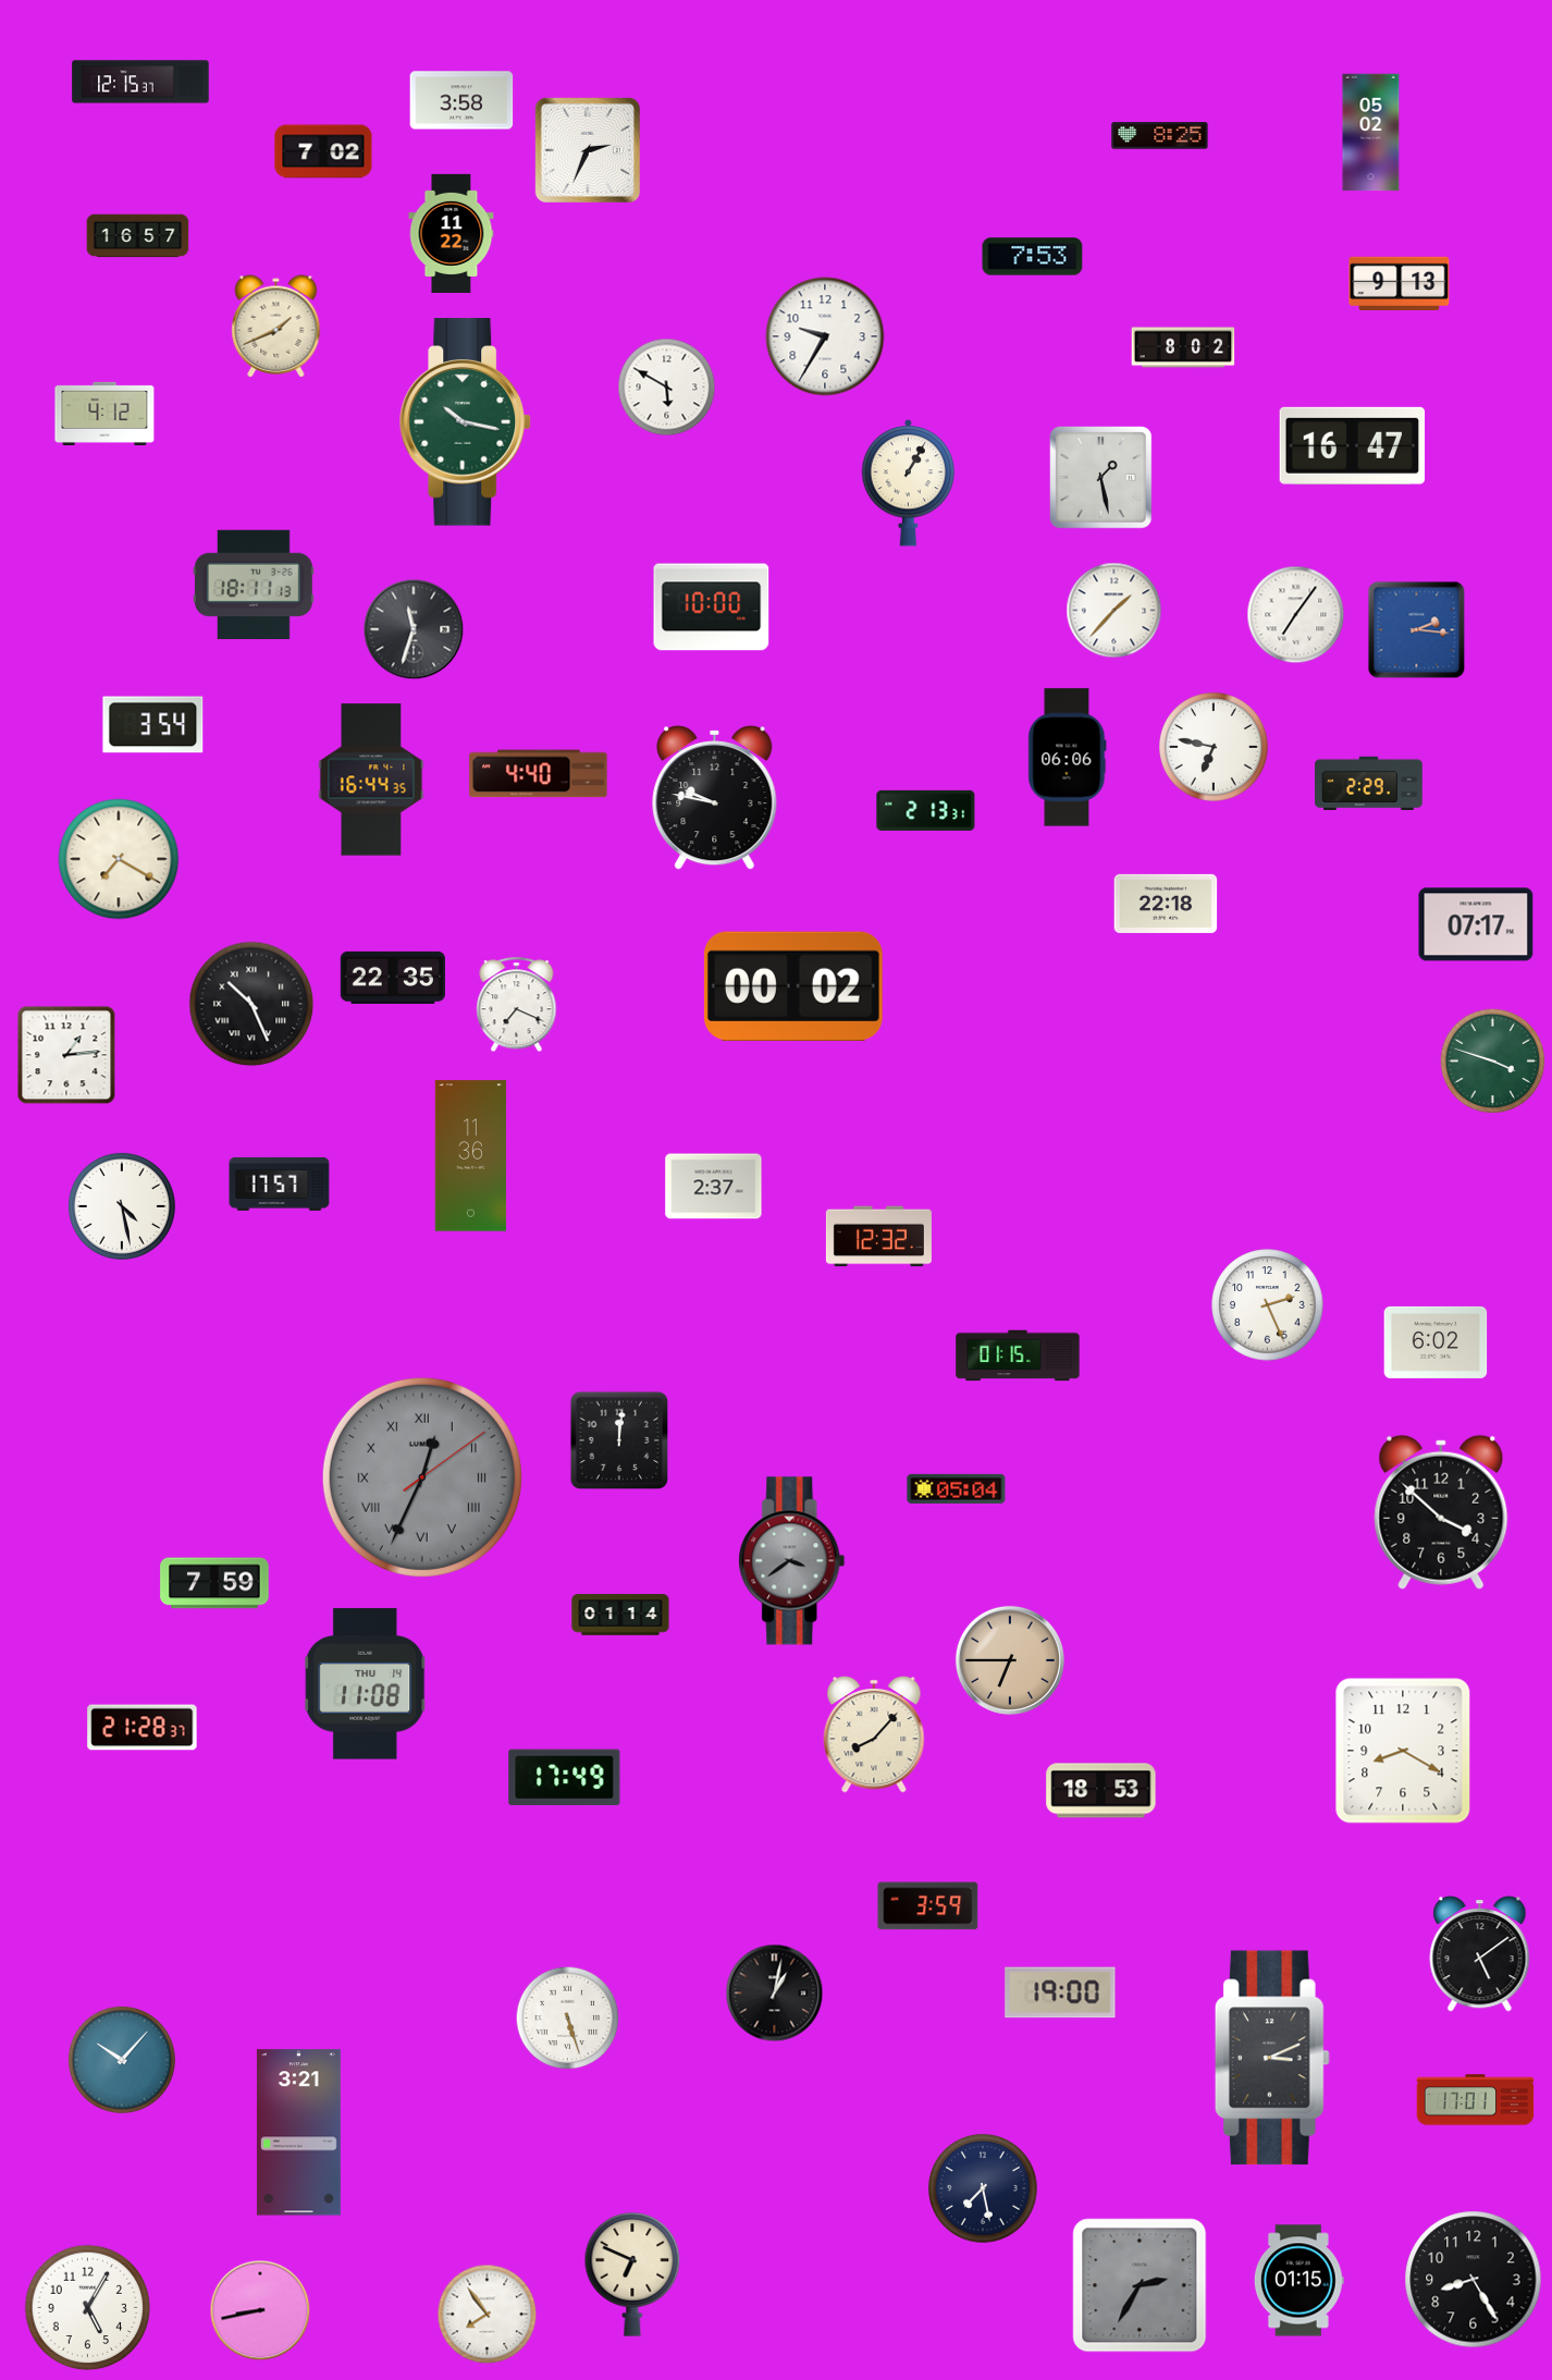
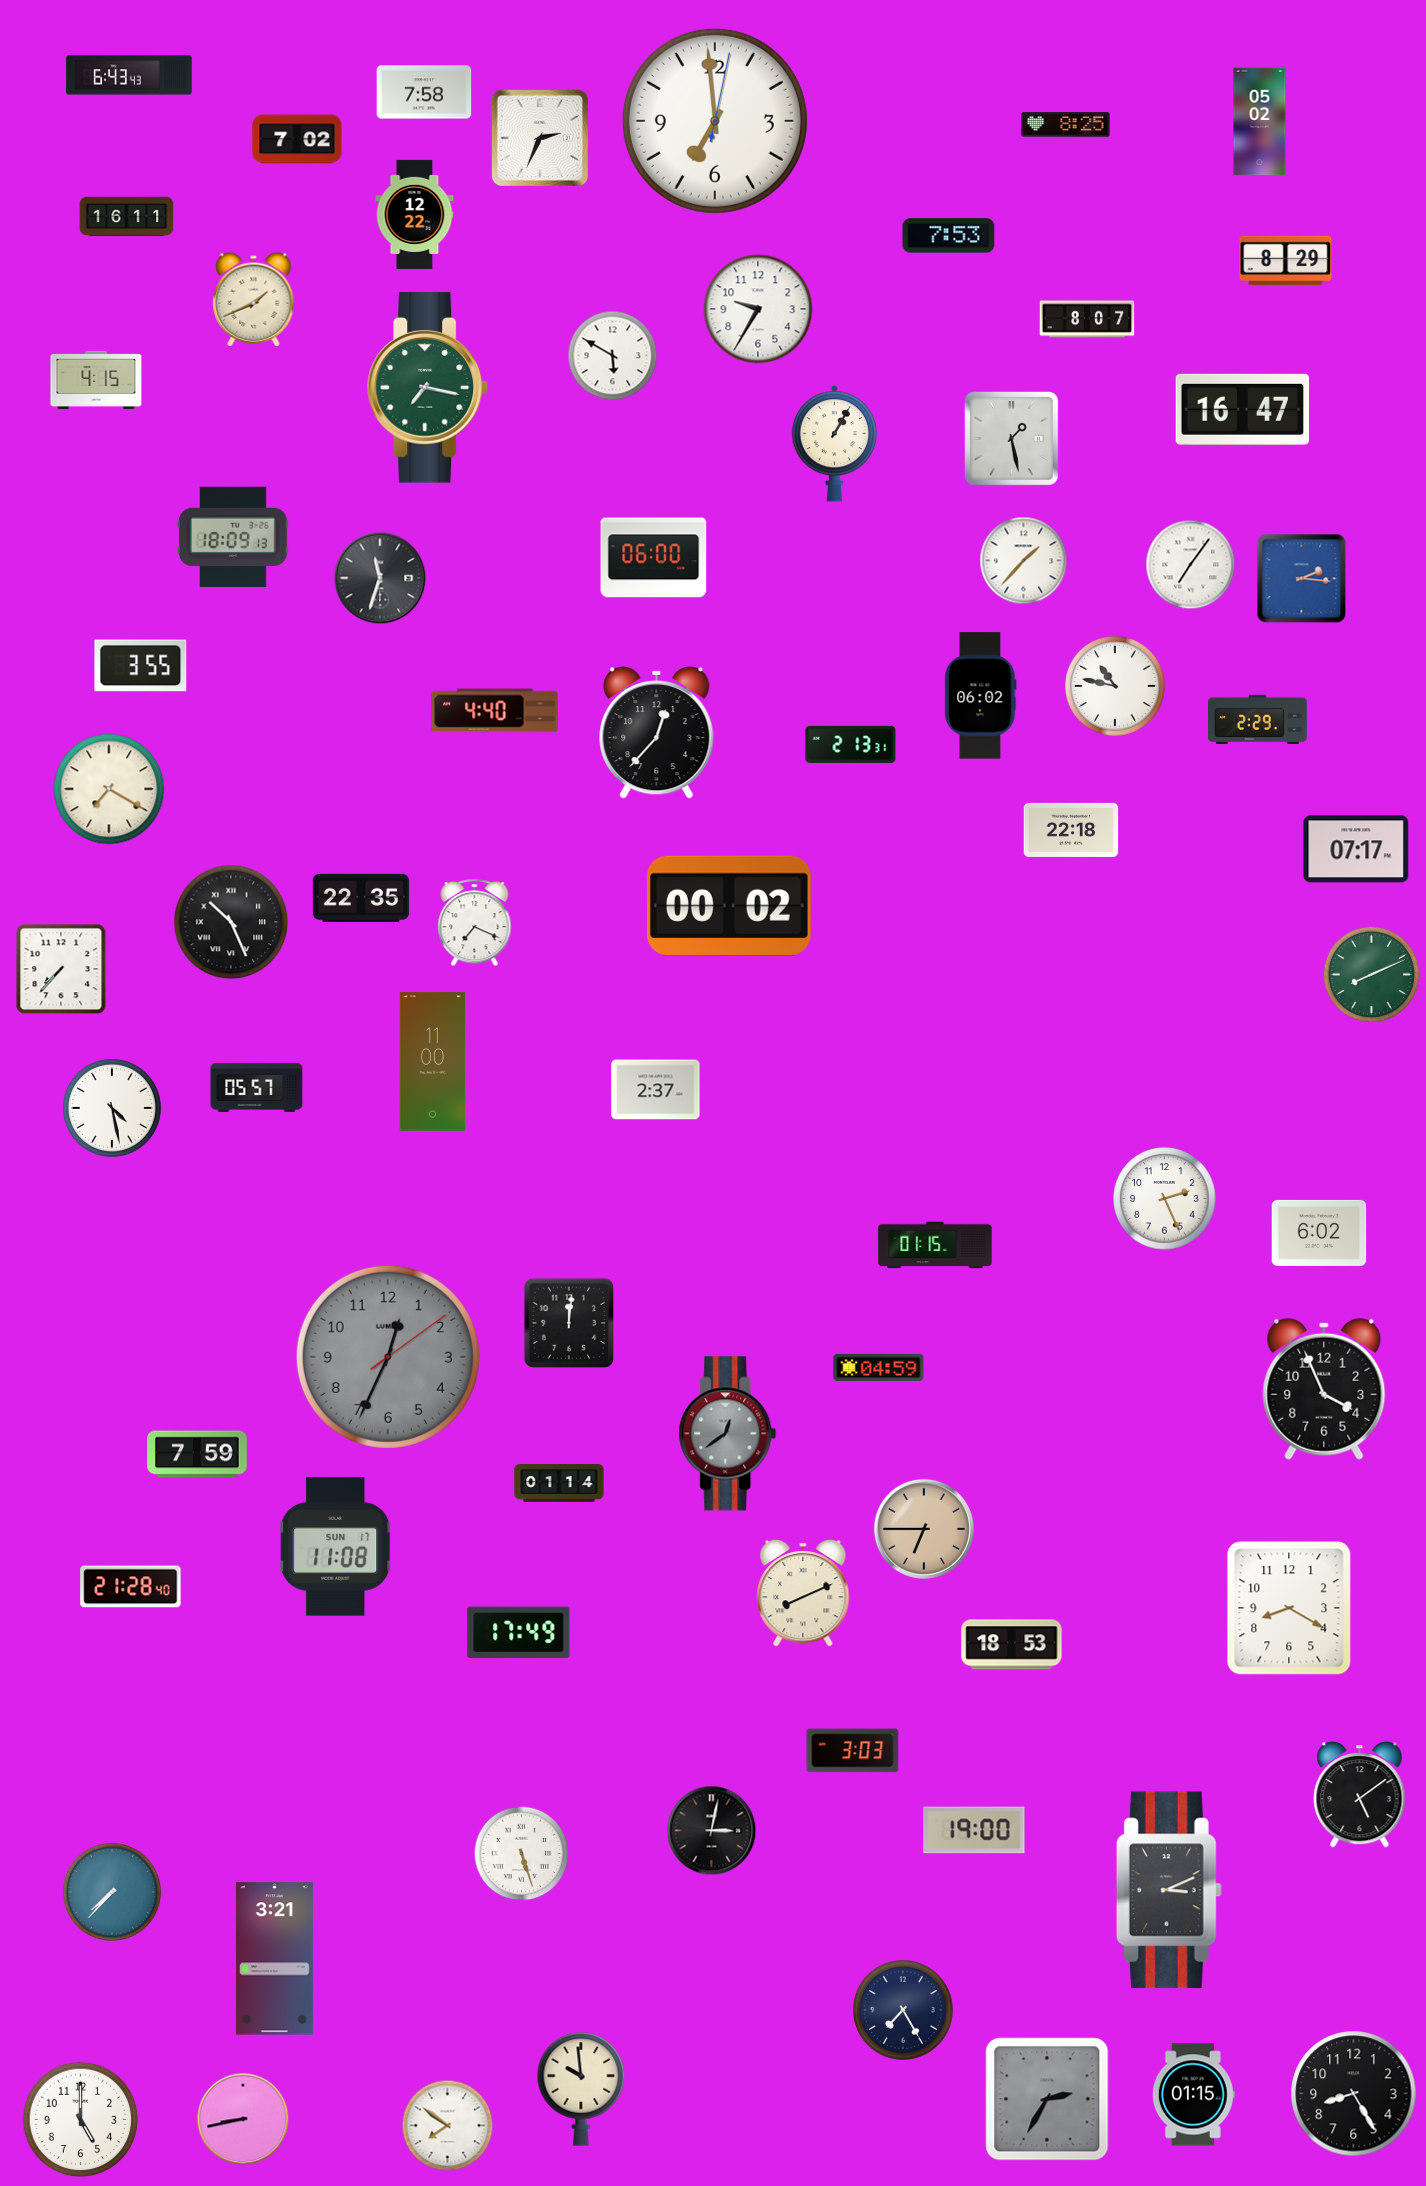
clock at (140, 82): 12:15 -> 6:43
clock at (461, 100): 3:58 -> 7:58
clock at (715, 121): none -> 6:59
clock at (452, 233): 11:22 -> 12:22
clock at (138, 236): 16:57 -> 16:11
clock at (1400, 283): 9:13 -> 8:29
clock at (1183, 347): 8:02 -> 8:07
clock at (104, 414): 4:12 -> 4:15
clock at (466, 422): 10:17 -> 7:17
clock at (254, 584): 18:11 -> 18:09
clock at (712, 608): 10:00 -> 06:00
clock at (153, 725): 3:54 -> 3:55
clock at (1215, 748): 6:47 -> 10:47
clock at (1068, 758): 06:06 -> 06:02
clock at (371, 780): 16:44 -> none
clock at (715, 797): 9:47 -> 12:37
clock at (66, 1055): 1:14 -> 7:37
clock at (1492, 1060): 3:48 -> 8:11
clock at (471, 1156): 11:36 -> 11:00
clock at (280, 1183): 17:57 -> 05:57
clock at (878, 1237): 12:32 -> none
clock at (422, 1477) numerals: Roman -> Arabic
clock at (957, 1488): 05:04 -> 04:59
clock at (1441, 1512): 3:52 -> 3:56
clock at (792, 1561): 3:39 -> 12:39
clock at (620, 1615) position: (620, 1615) -> (559, 1483)
clock at (1010, 1660) position: (1010, 1660) -> (924, 1529)
clock at (366, 1684) date: THU 14 -> SUN 17
clock at (143, 1728): 21:28:37 -> 21:28:40
clock at (874, 1734): 8:07 -> 8:11
clock at (928, 1906): 3:59 -> 3:03
clock at (775, 1993): 1:02 -> 3:02
clock at (122, 2060): 10:07 -> 7:37
clock at (1476, 2100): 17:01 -> none
clock at (984, 2189): 7:28 -> 7:25
clock at (632, 2274): 6:49 -> 9:59
clock at (88, 2308): 5:05 -> 5:00
clock at (260, 2310) position: (260, 2310) -> (243, 2119)
clock at (488, 2315): 7:54 -> 7:51
